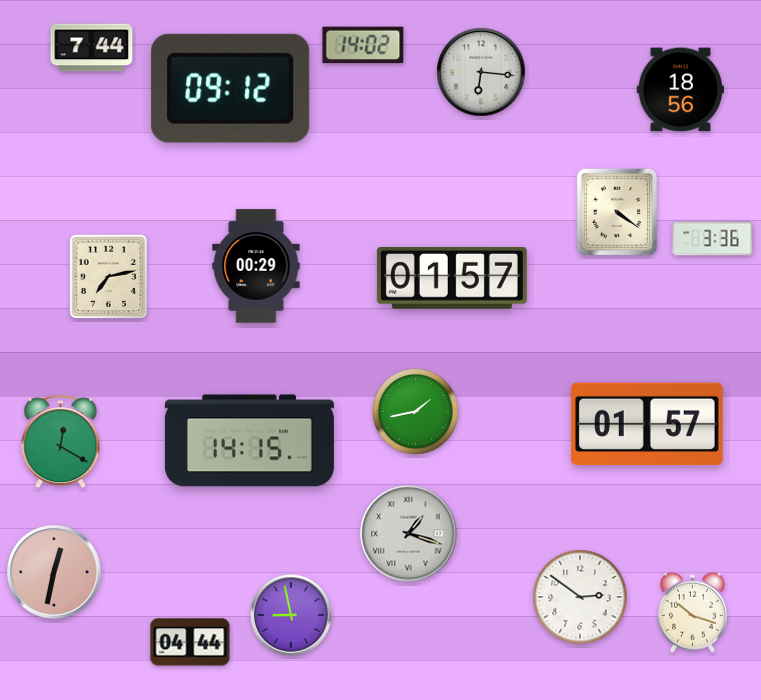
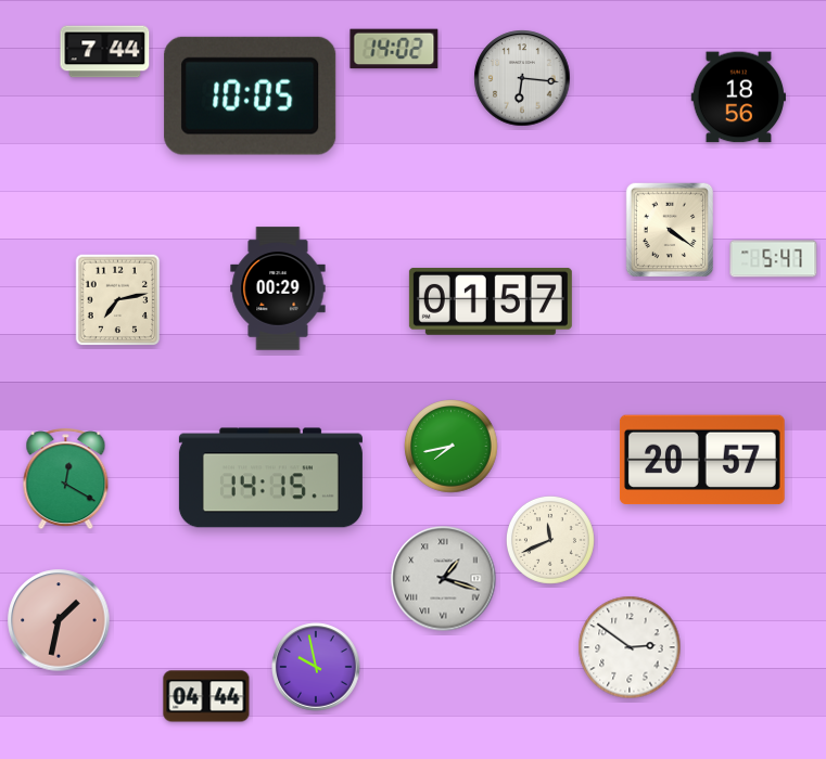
clock at (92, 48) position: (92, 48) -> (105, 52)
clock at (231, 88): 09:12 -> 10:05
clock at (713, 239): 3:36 -> 5:47
clock at (416, 412): 1:43 -> 7:43
clock at (647, 424): 01:57 -> 20:57
clock at (550, 540): none -> 11:41
clock at (54, 572): 12:32 -> 1:32
clock at (693, 612): 10:18 -> none
clock at (291, 615): 8:58 -> 9:58
